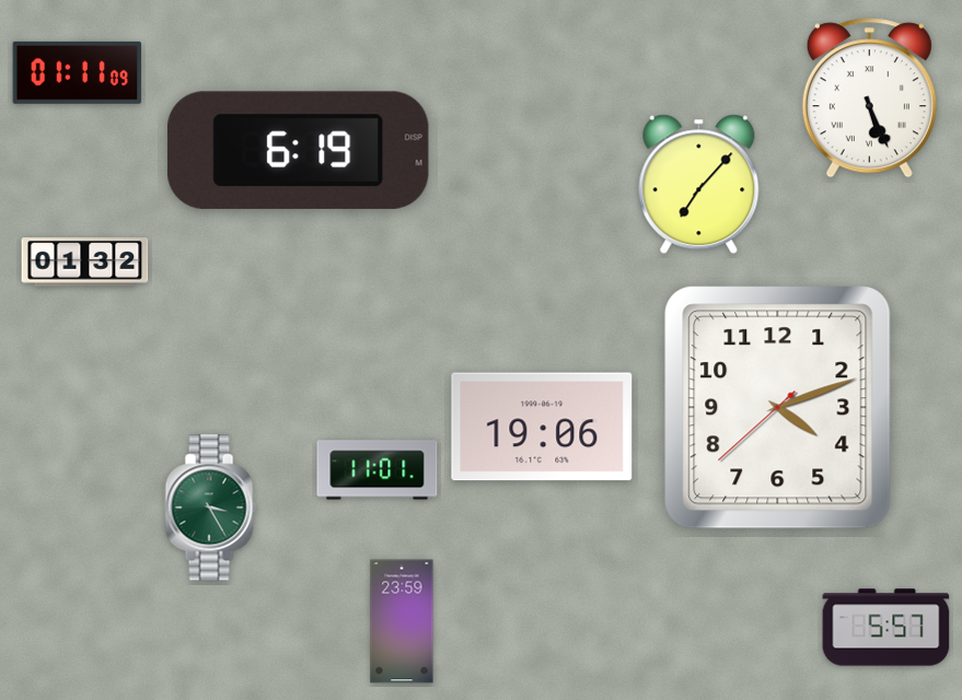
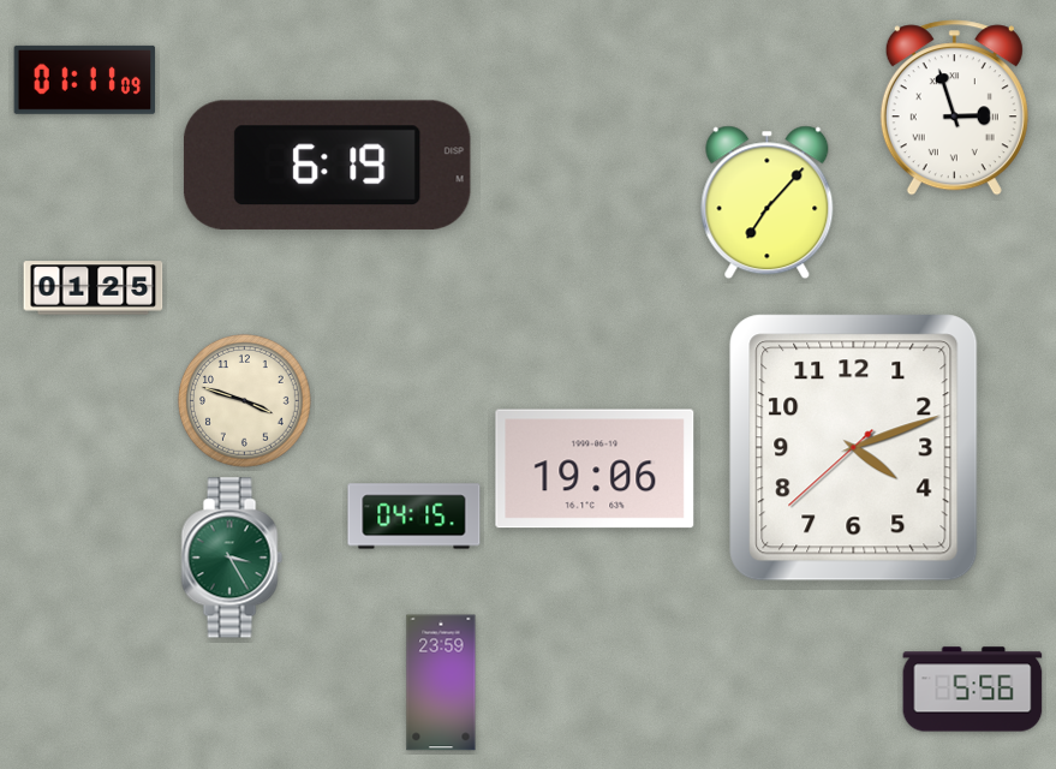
clock at (869, 98): 5:26 -> 2:57
clock at (85, 262): 01:32 -> 01:25
clock at (245, 401): none -> 3:48
clock at (378, 470): 11:01 -> 04:15
clock at (886, 628): 5:57 -> 5:56
